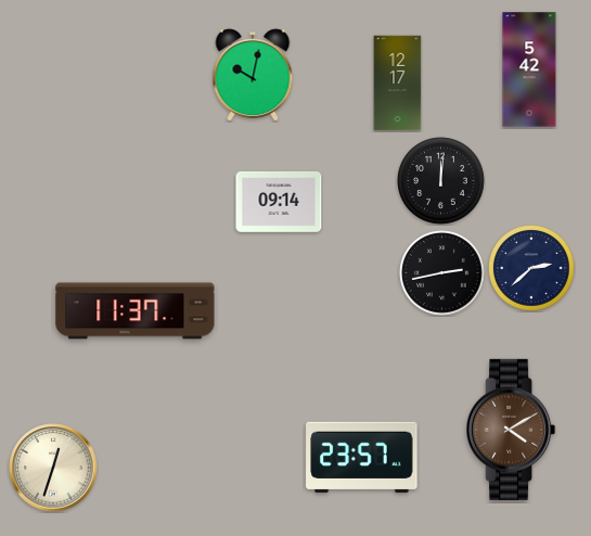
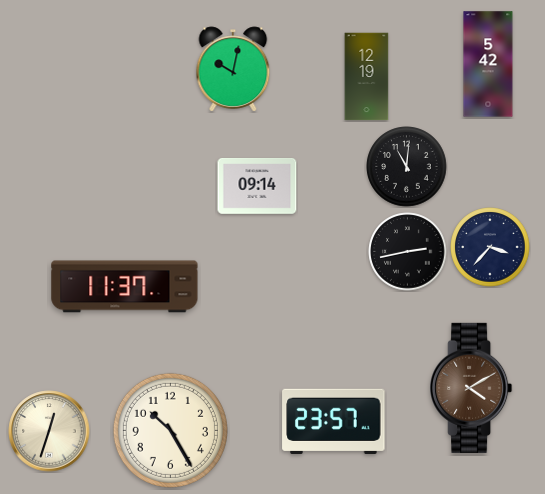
clock at (398, 84): 12:17 -> 12:19
clock at (441, 181): 12:01 -> 11:01
clock at (531, 268): 2:38 -> 3:37
clock at (511, 430) position: (511, 430) -> (471, 388)
clock at (170, 430): none -> 10:25
